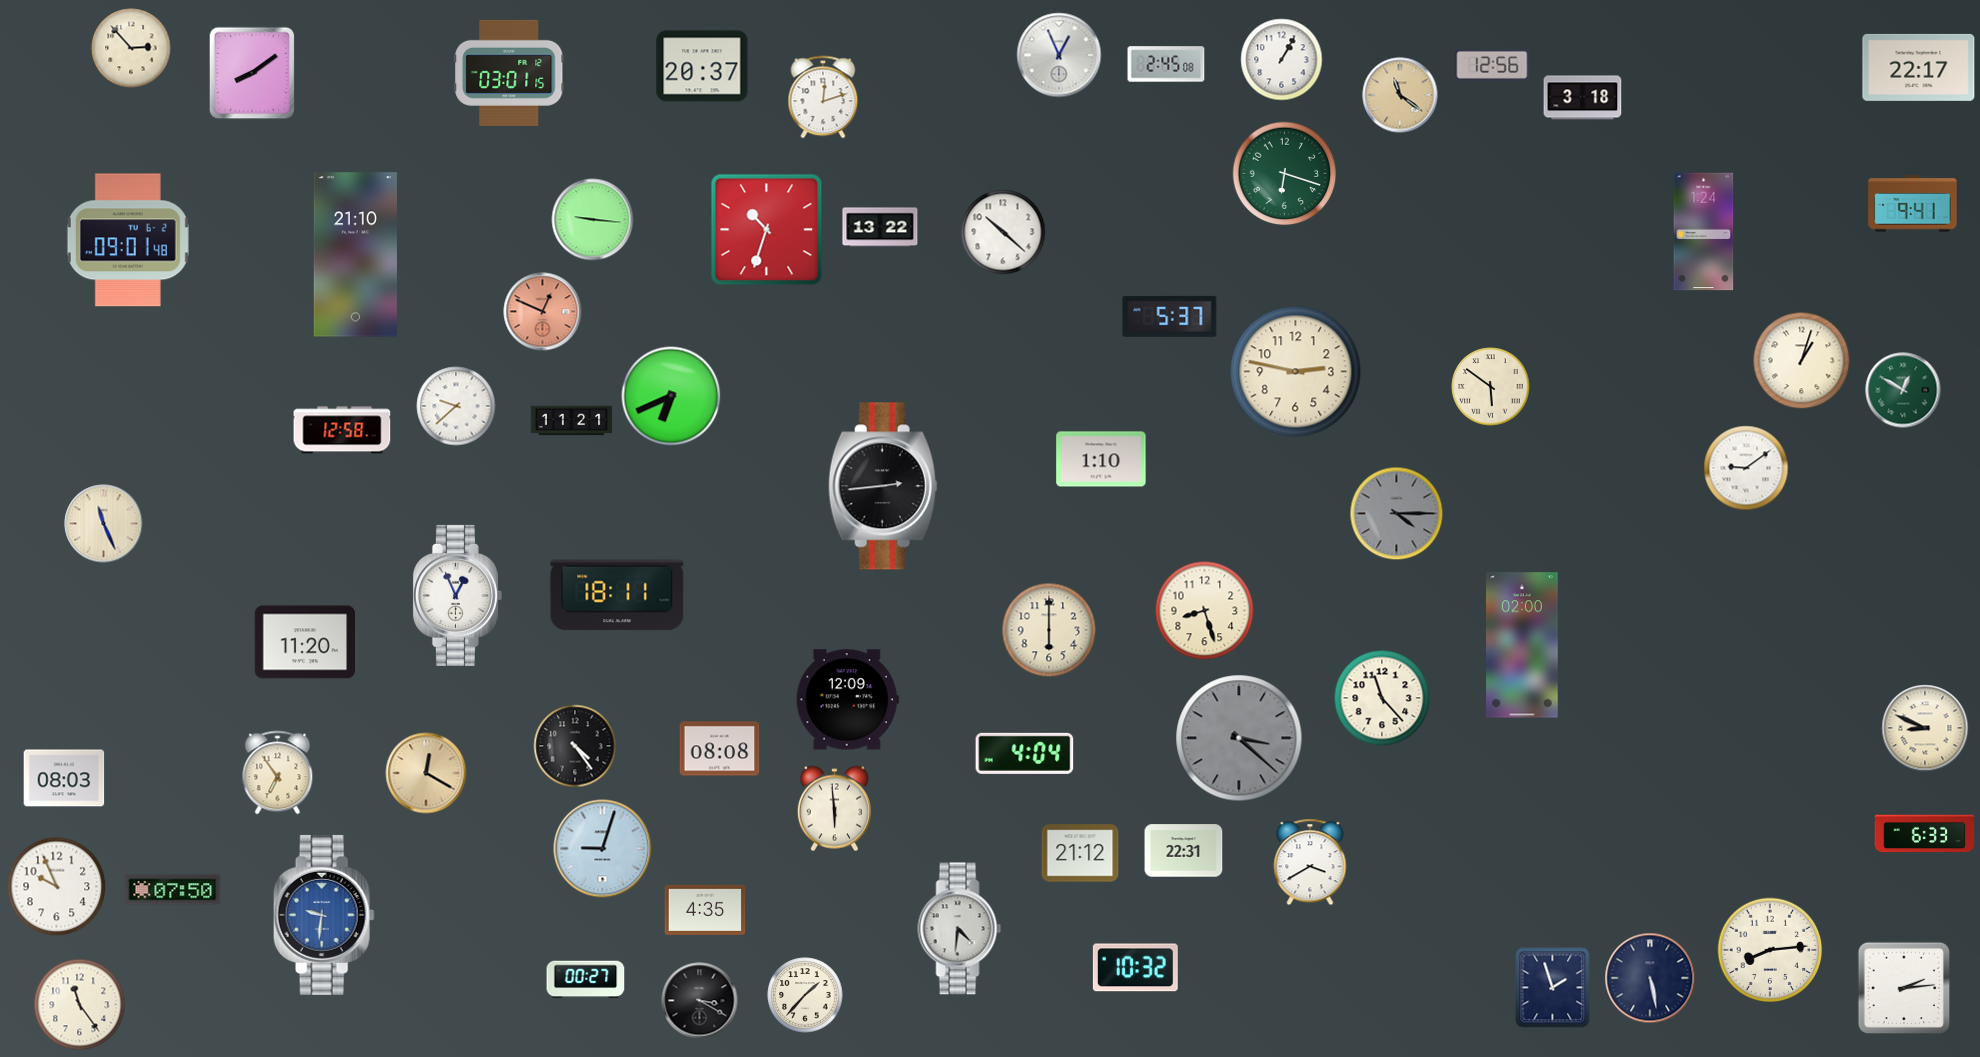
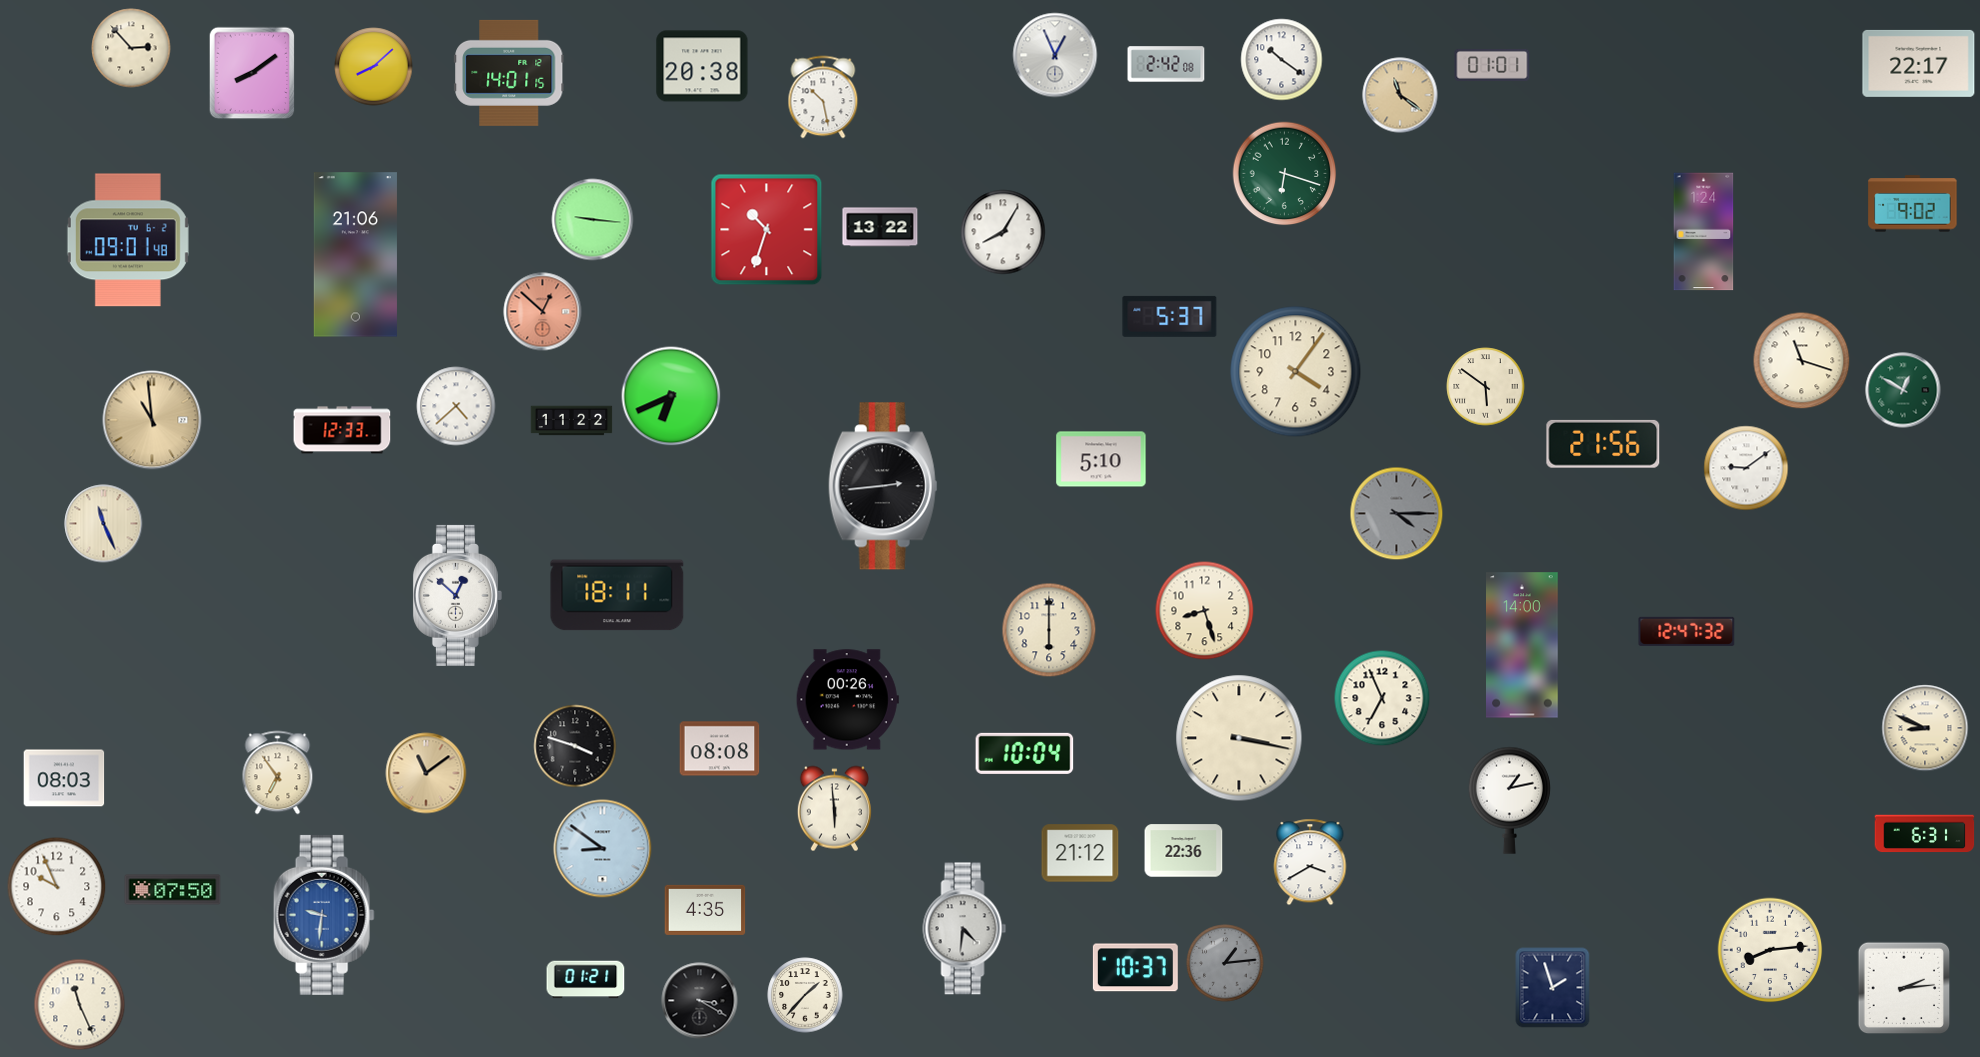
clock at (1059, 55) position: (1059, 55) -> (1055, 55)
clock at (1282, 60): 1:05 -> 10:21
clock at (1166, 64): 2:45 -> 2:42
clock at (1492, 65): 12:56 -> 01:01
clock at (702, 66): 20:37 -> 20:38
clock at (374, 67): none -> 8:08
clock at (1919, 67) position: (1919, 67) -> (1919, 63)
clock at (509, 73): 03:01 -> 14:01
clock at (823, 97): 12:12 -> 10:28
clock at (1583, 98): 3:18 -> none
clock at (1913, 204): 9:41 -> 9:02
clock at (1003, 232): 10:22 -> 8:05
clock at (355, 255): 21:10 -> 21:06
clock at (543, 312): 12:49 -> 12:52
clock at (1802, 361): 1:03 -> 11:18
clock at (1296, 372): 2:47 -> 4:06
clock at (1491, 387) position: (1491, 387) -> (1486, 387)
clock at (456, 406): 9:38 -> 4:38
clock at (152, 420): none -> 10:59
clock at (572, 421): 11:21 -> 11:22
clock at (342, 430): 12:58 -> 12:33
clock at (1603, 444): none -> 21:56
clock at (1101, 459): 1:10 -> 5:10
clock at (457, 595): 12:56 -> 12:52
clock at (1687, 631): none -> 12:47
clock at (305, 642): 11:20 -> none
clock at (1523, 645): 02:00 -> 14:00
clock at (1382, 698): 11:23 -> 6:56
clock at (847, 700): 12:09 -> 00:26
clock at (1239, 738): 3:22 -> 3:17
clock at (1239, 738) dial: grey -> cream
clock at (575, 746): 4:24 -> 3:48
clock at (1025, 753): 4:04 -> 10:04
clock at (426, 773): 12:20 -> 11:09
clock at (1509, 800): none -> 1:13
clock at (1925, 834): 6:33 -> 6:31
clock at (603, 849): 9:03 -> 8:51
clock at (1184, 851): 22:31 -> 22:36
clock at (960, 929) position: (960, 929) -> (965, 929)
clock at (1225, 963): none -> 1:14
clock at (1135, 968): 10:32 -> 10:37
clock at (1650, 978): 5:28 -> none
clock at (586, 980): 00:27 -> 01:21
clock at (80, 1005): 11:24 -> 11:26
